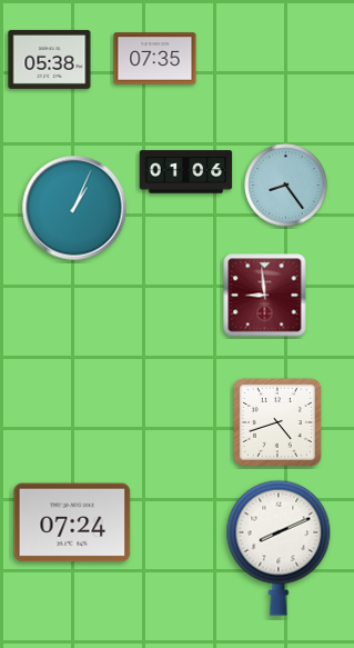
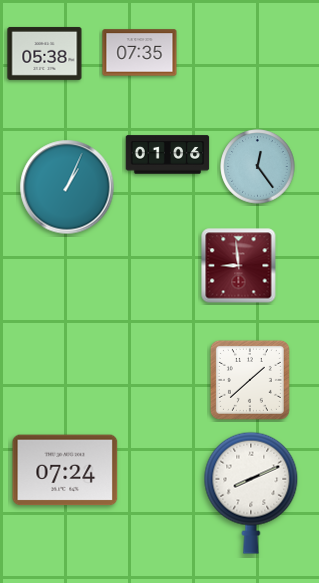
clock at (286, 186): 8:24 -> 12:24
clock at (277, 422): 4:42 -> 1:38
